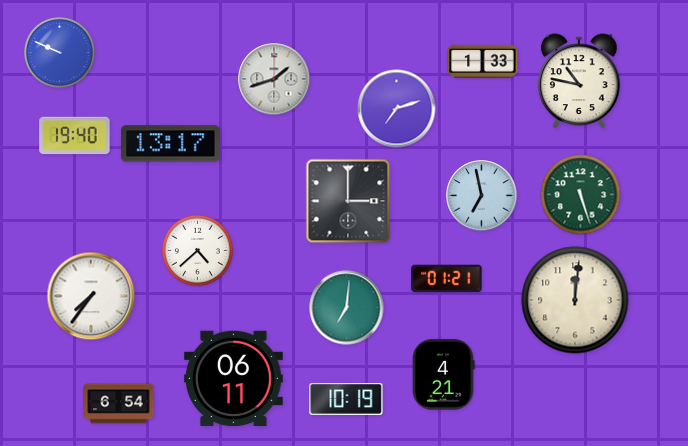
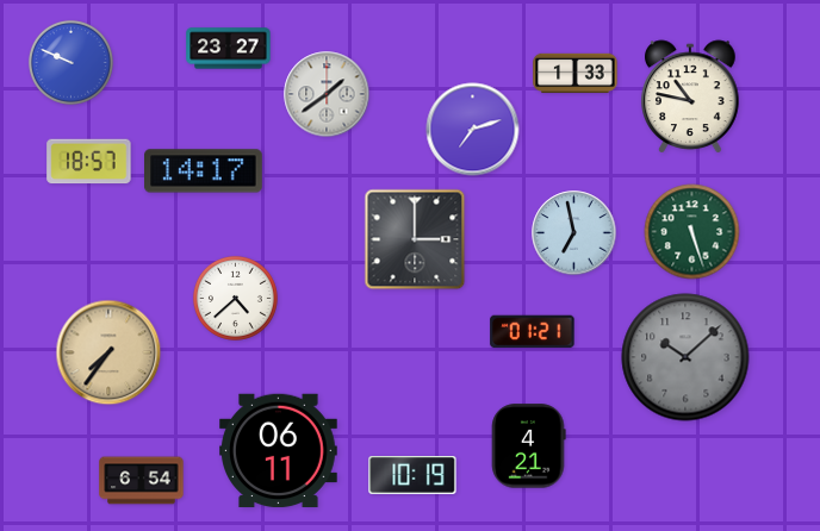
clock at (229, 49): none -> 23:27
clock at (274, 79): 1:42 -> 1:39
clock at (75, 136): 19:40 -> 18:57
clock at (171, 144): 13:17 -> 14:17
clock at (91, 296) dial: white -> champagne
clock at (575, 300): 12:01 -> 10:08
clock at (575, 300) dial: cream -> grey
clock at (347, 308): 7:01 -> none
